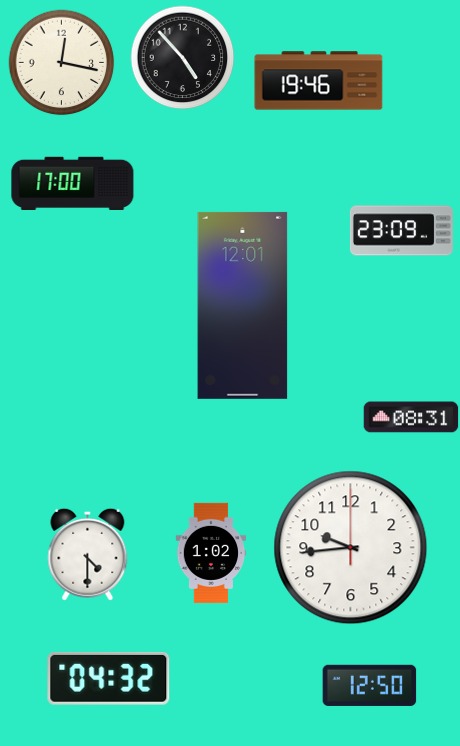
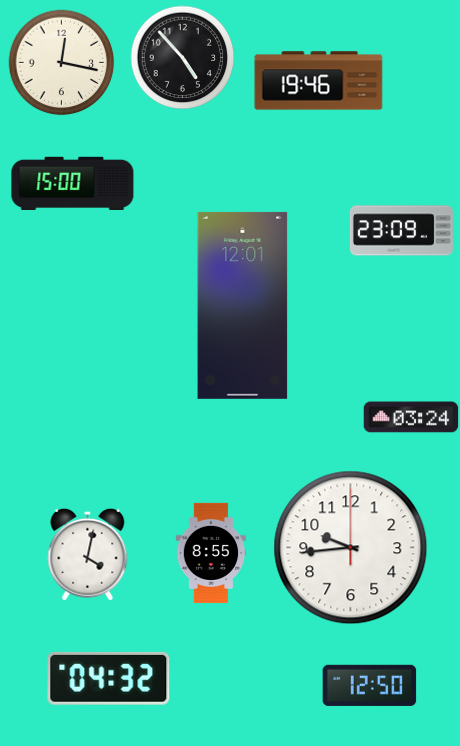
clock at (73, 183): 17:00 -> 15:00
clock at (411, 417): 08:31 -> 03:24
clock at (211, 553): 1:02 -> 8:55
clock at (88, 554): 4:30 -> 4:02
